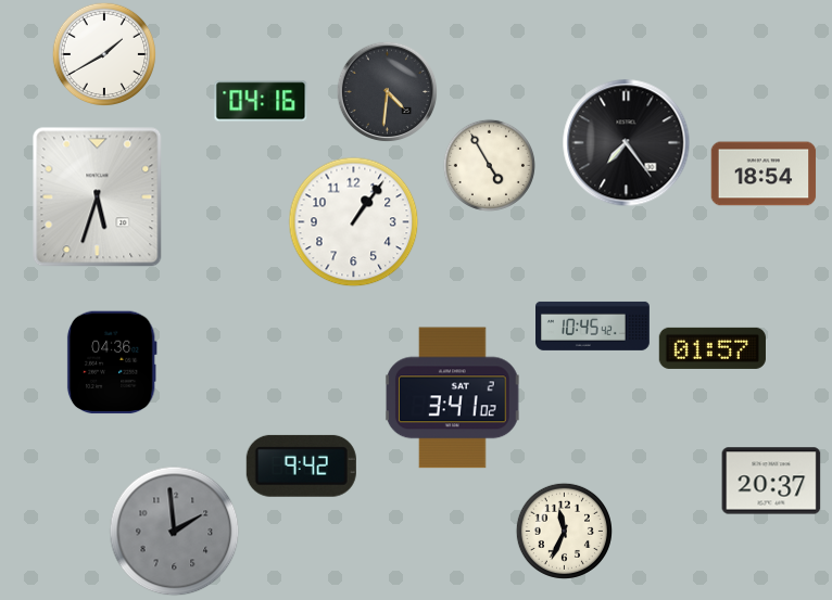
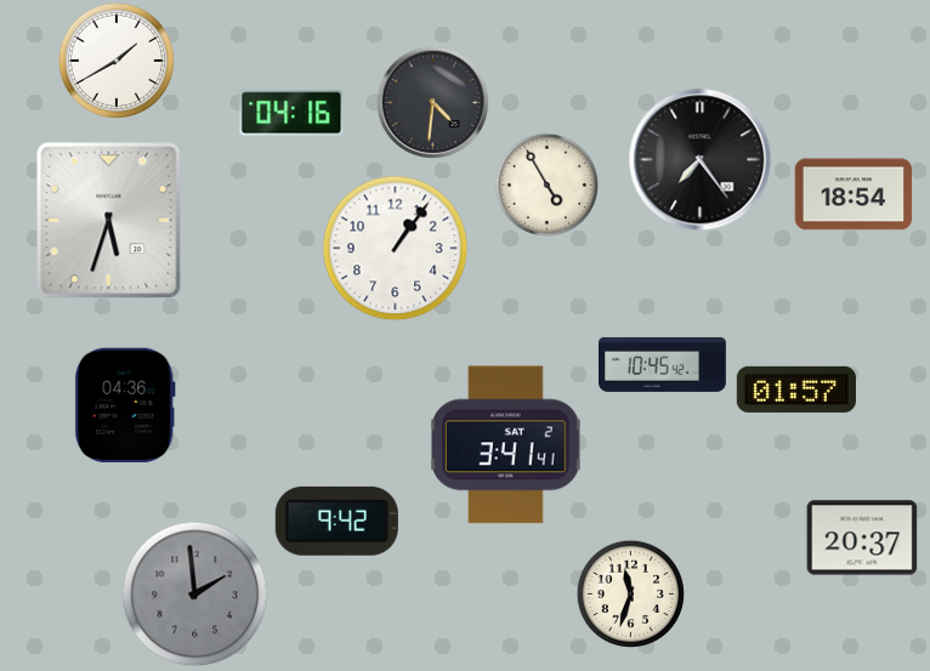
clock at (452, 398): 3:41:02 -> 3:41:41
clock at (564, 531): 11:34 -> 11:33
